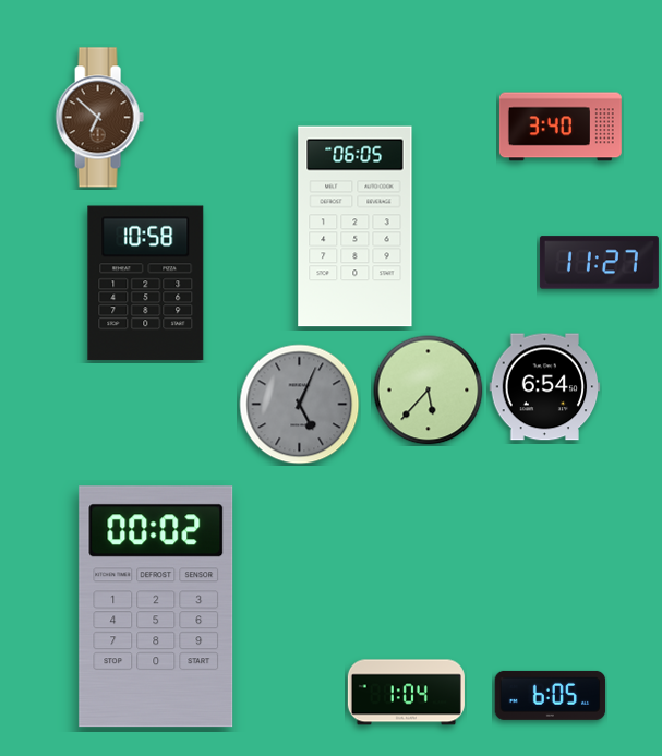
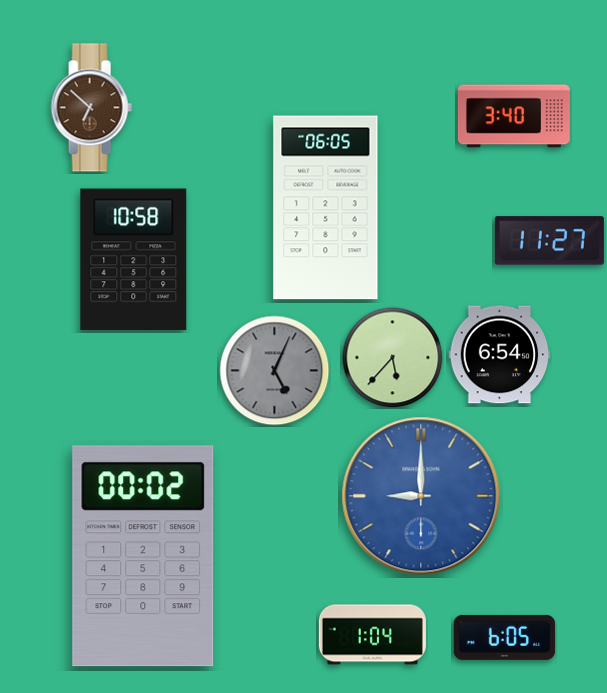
clock at (421, 496): none -> 9:00
